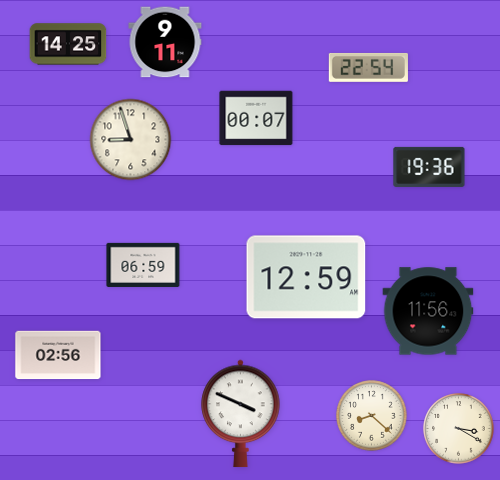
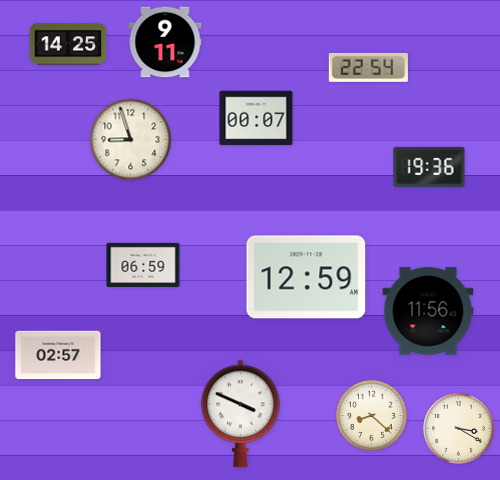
clock at (58, 355): 02:56 -> 02:57
